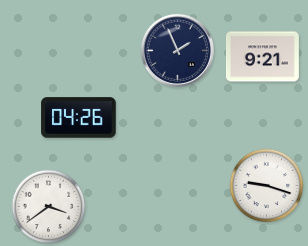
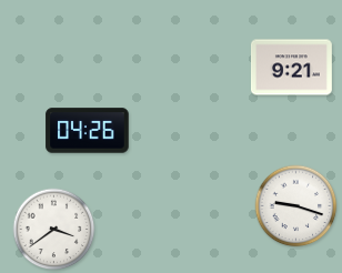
clock at (177, 50): 1:56 -> none
clock at (263, 57) position: (263, 57) -> (292, 68)
